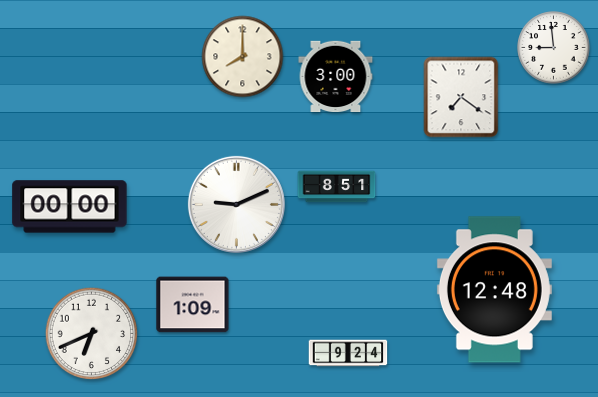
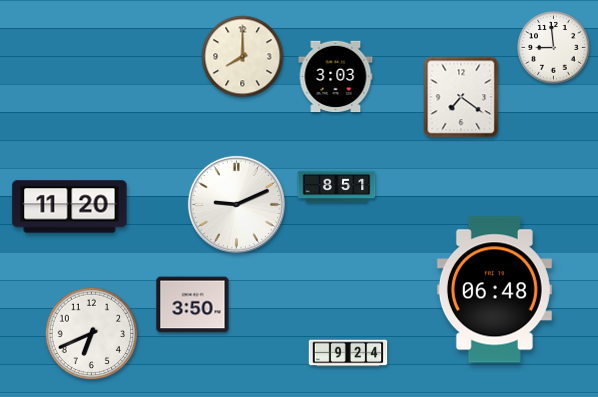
clock at (336, 77): 3:00 -> 3:03
clock at (70, 207): 00:00 -> 11:20
clock at (494, 290): 12:48 -> 06:48
clock at (193, 305): 1:09 -> 3:50
